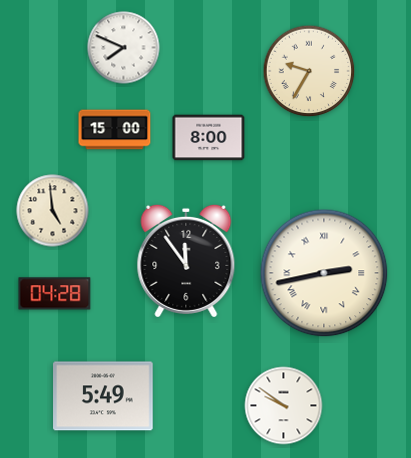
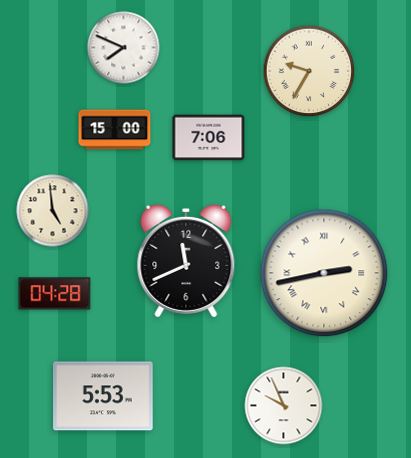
clock at (209, 138): 8:00 -> 7:06
clock at (186, 261): 11:54 -> 11:41
clock at (103, 396): 5:49 -> 5:53
clock at (284, 406): 9:51 -> 9:56
